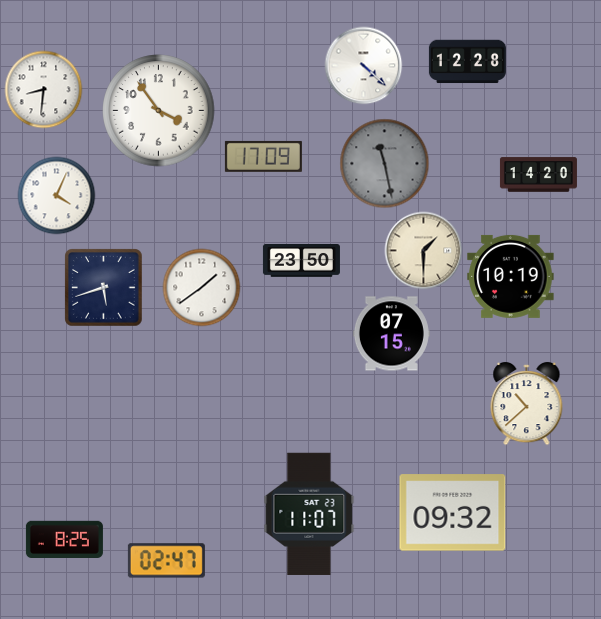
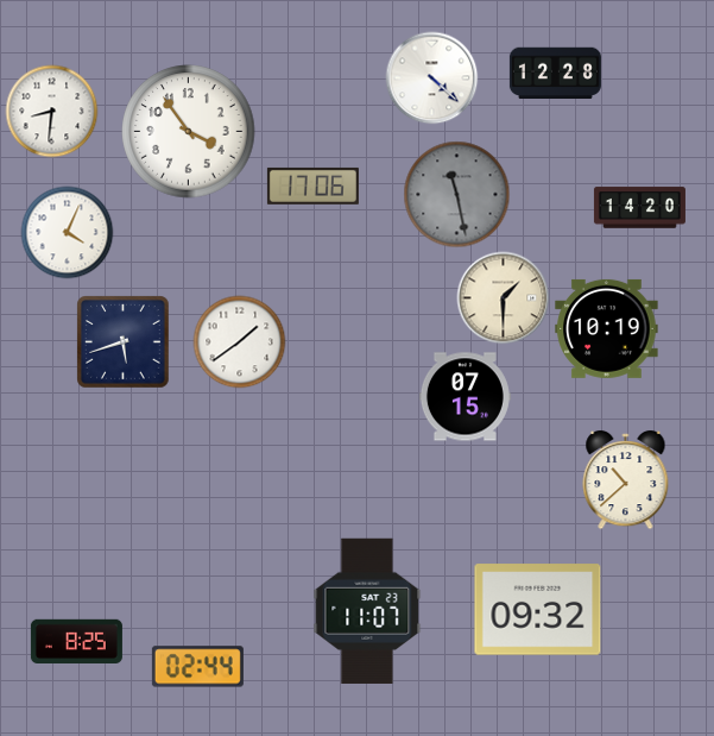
clock at (43, 89) position: (43, 89) -> (51, 111)
clock at (263, 156): 17:09 -> 17:06
clock at (301, 261): 23:50 -> none
clock at (166, 561): 02:47 -> 02:44
